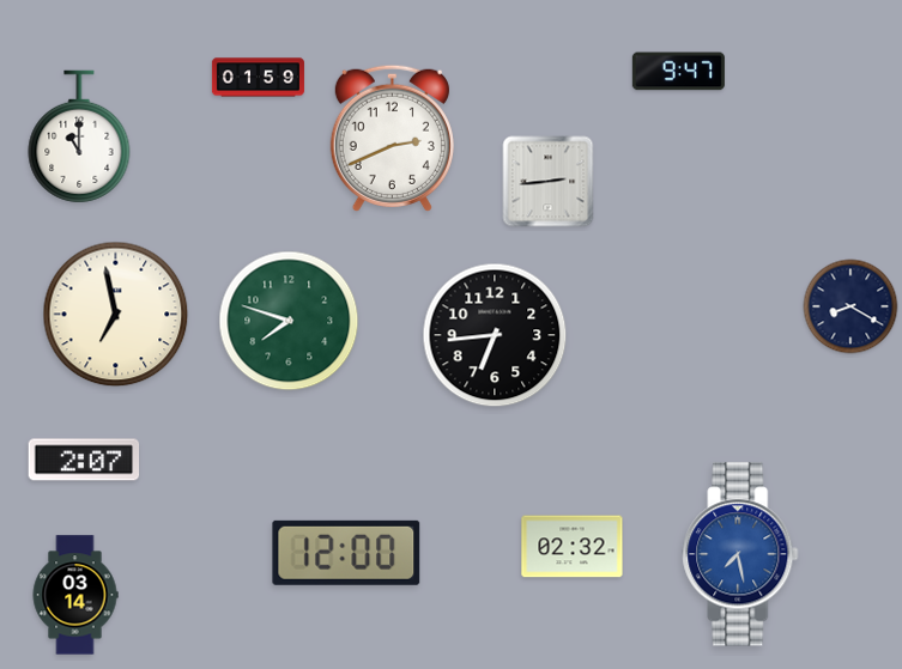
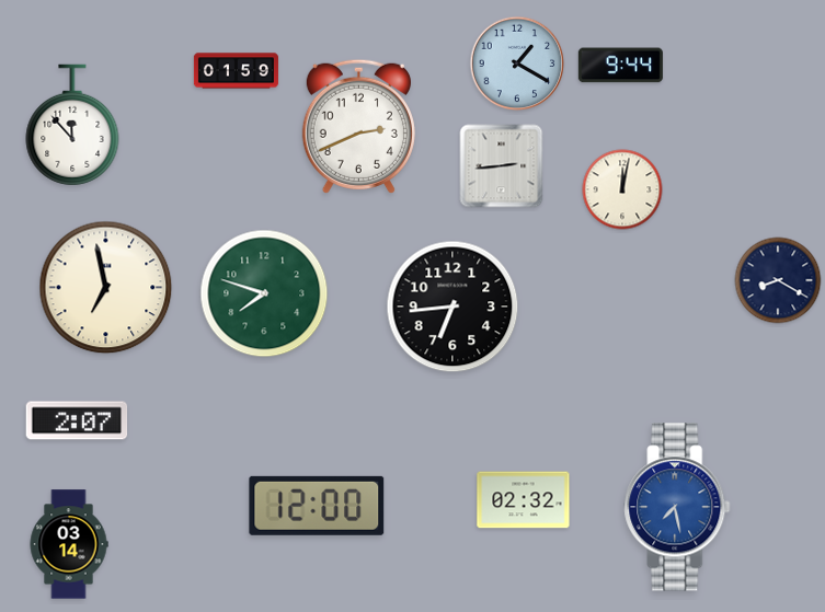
clock at (517, 63): none -> 1:20
clock at (678, 72): 9:47 -> 9:44
clock at (79, 136): 11:00 -> 11:53
clock at (622, 189): none -> 12:02
